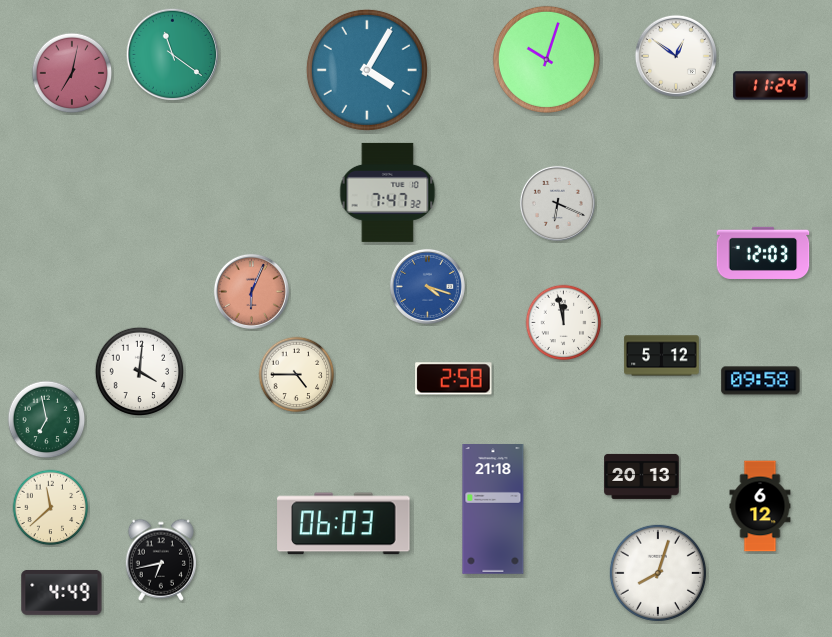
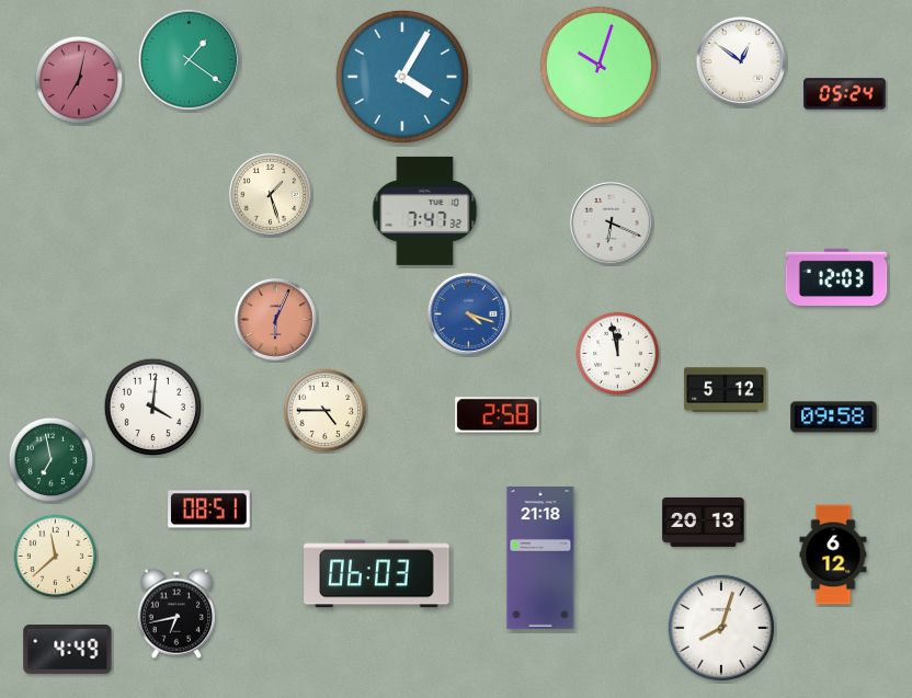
clock at (173, 55): 11:21 -> 1:21
clock at (771, 86): 11:24 -> 05:24
clock at (270, 194): none -> 1:27
clock at (209, 510): none -> 08:51
